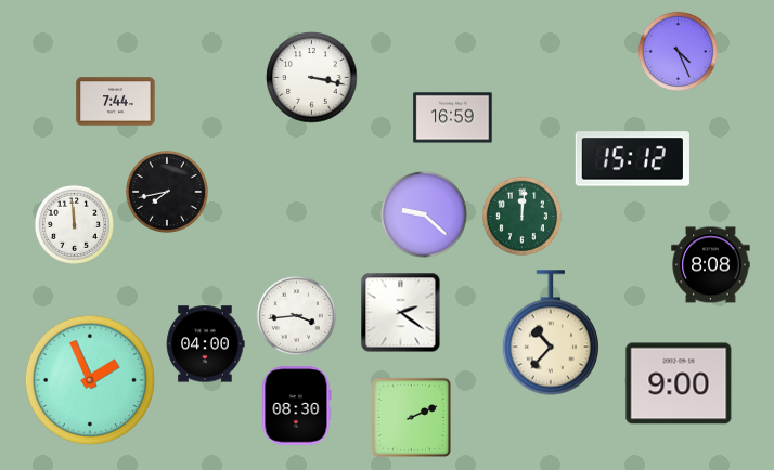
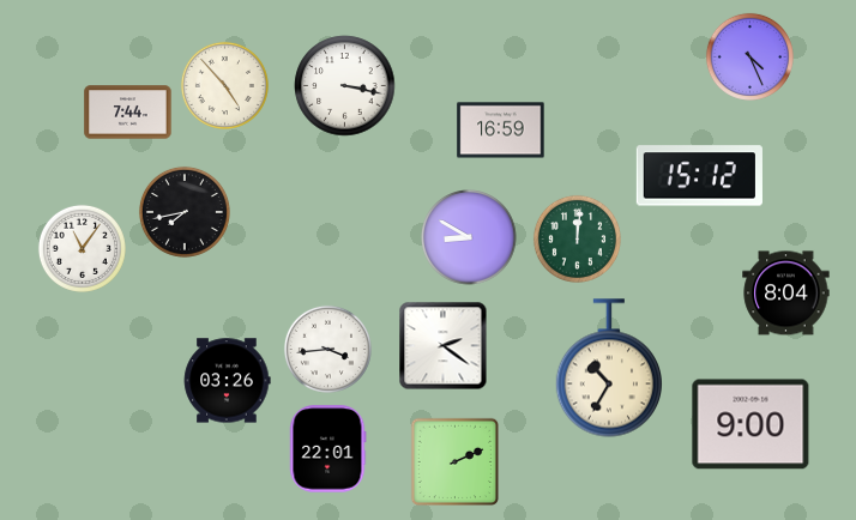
clock at (224, 85): none -> 4:53
clock at (424, 214): 9:22 -> 8:50
clock at (74, 224): 11:59 -> 11:06
clock at (711, 265): 8:08 -> 8:04
clock at (550, 332): 10:37 -> 10:35
clock at (205, 344): 04:00 -> 03:26
clock at (90, 380): 1:56 -> none
clock at (296, 406): 08:30 -> 22:01
